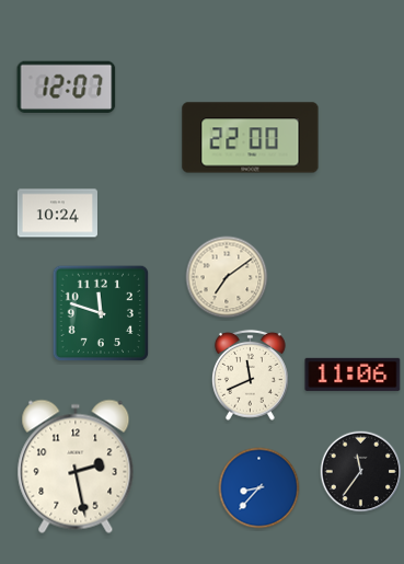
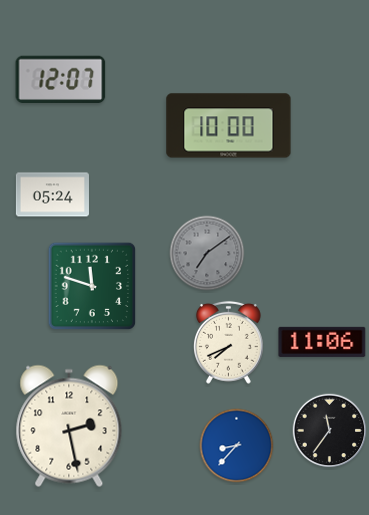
clock at (251, 138): 22:00 -> 10:00
clock at (57, 214): 10:24 -> 05:24
clock at (227, 277) dial: cream -> grey
clock at (251, 375): 11:41 -> 7:41
